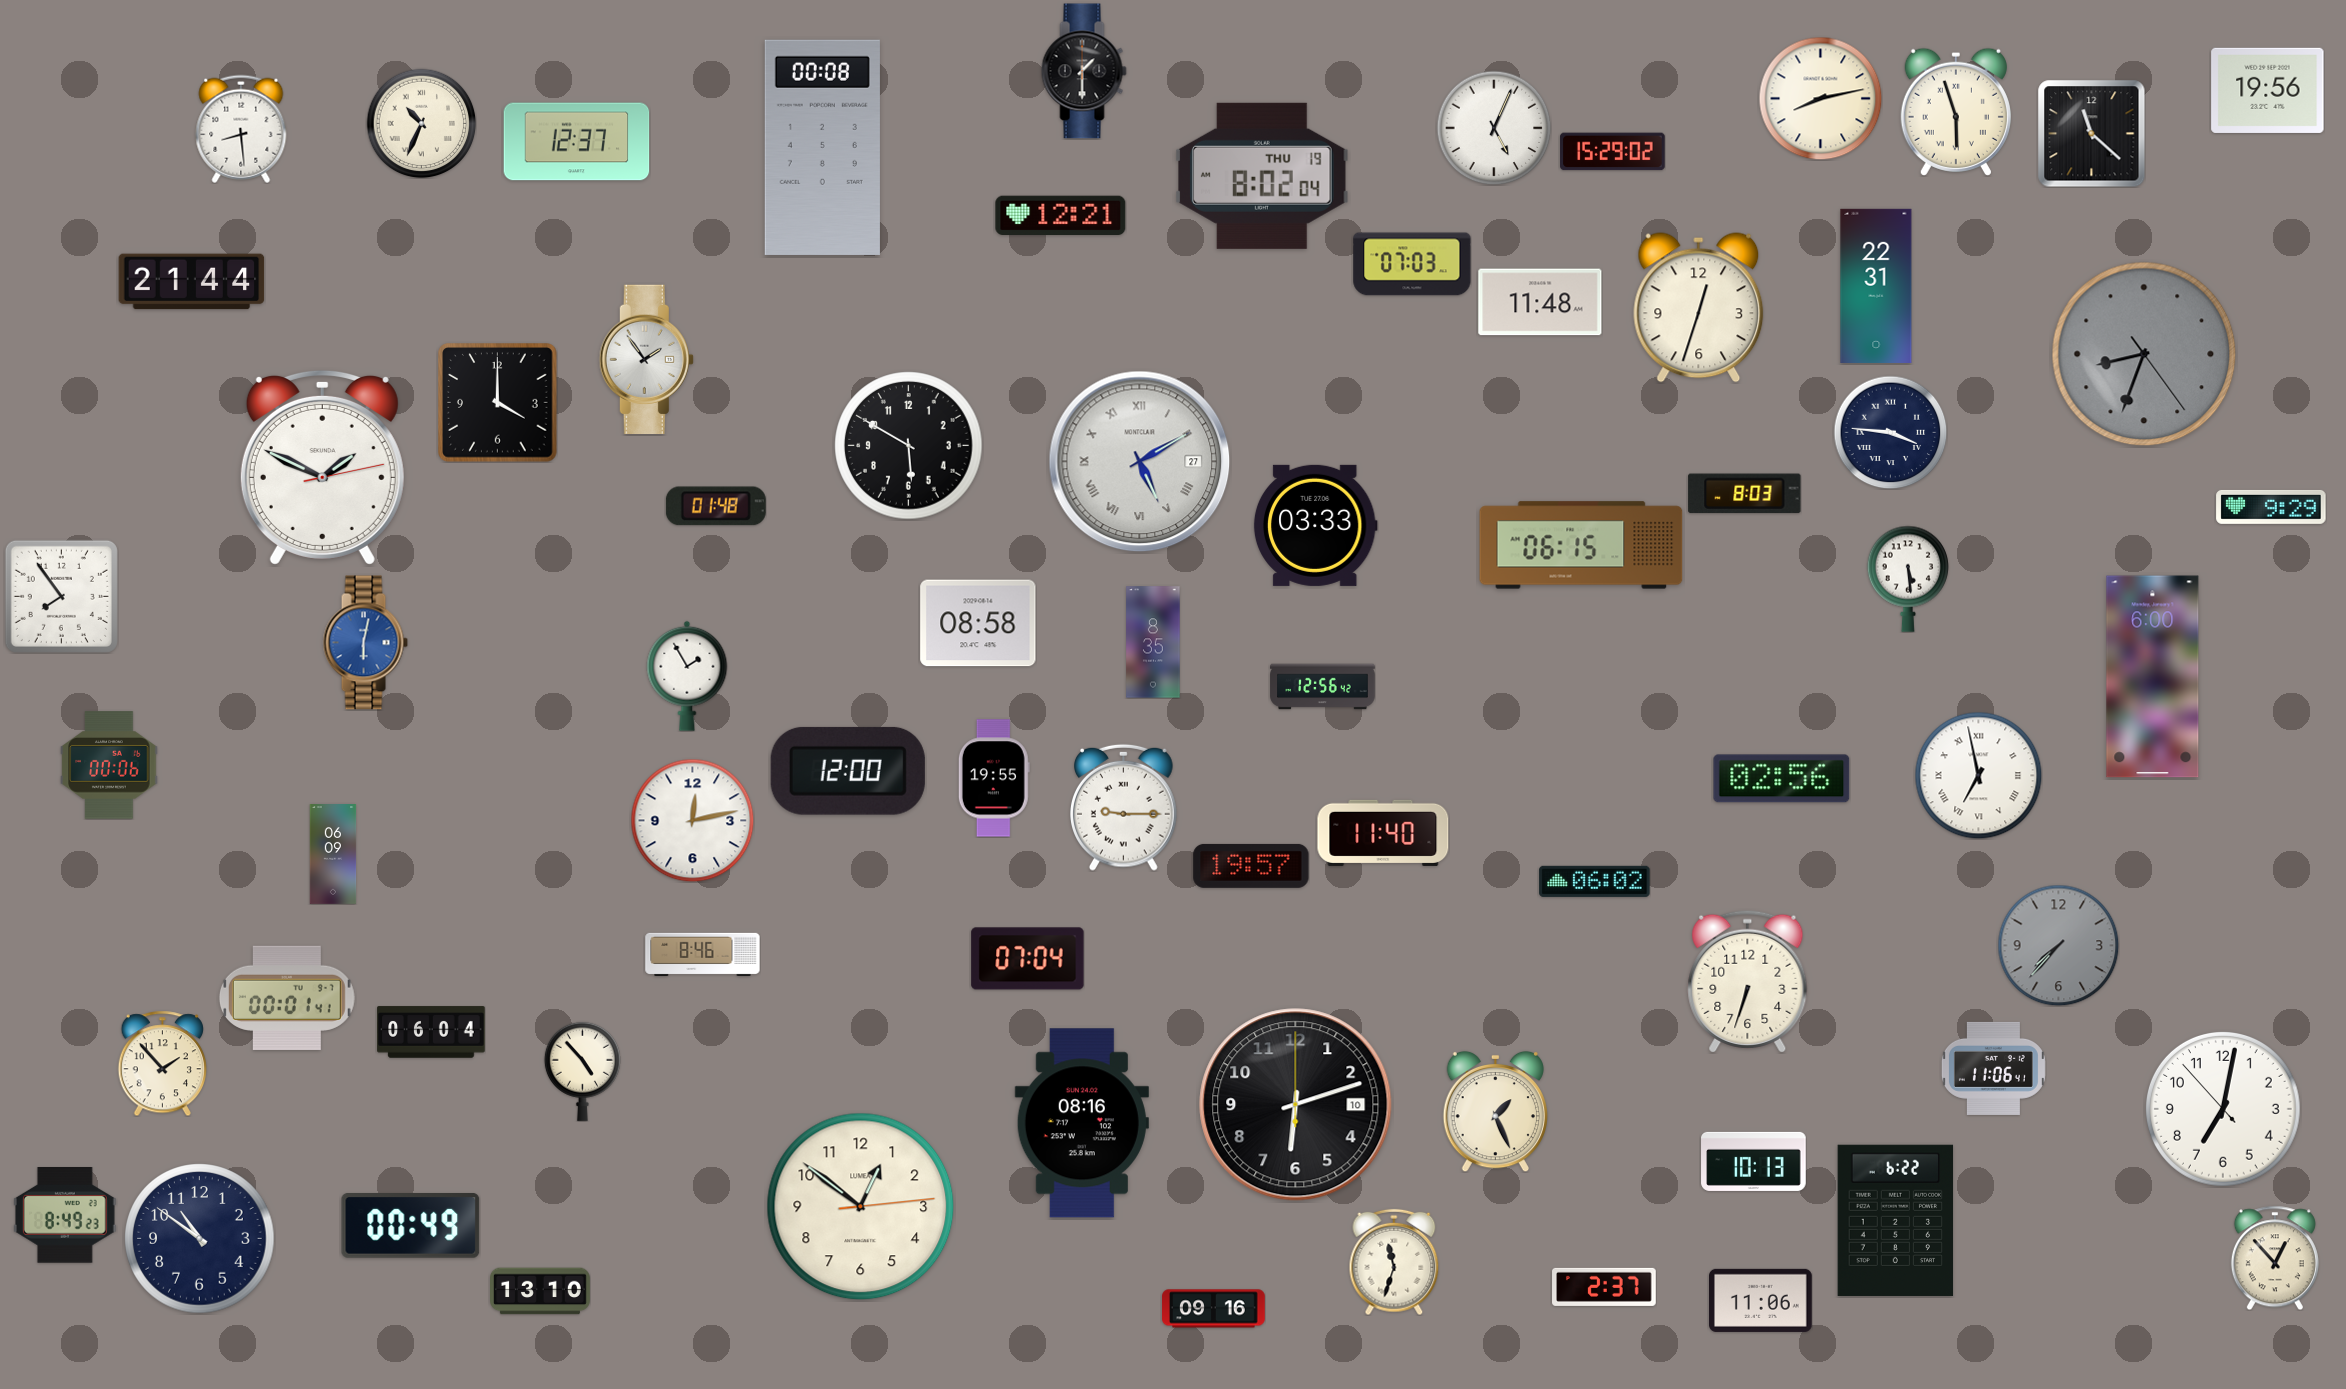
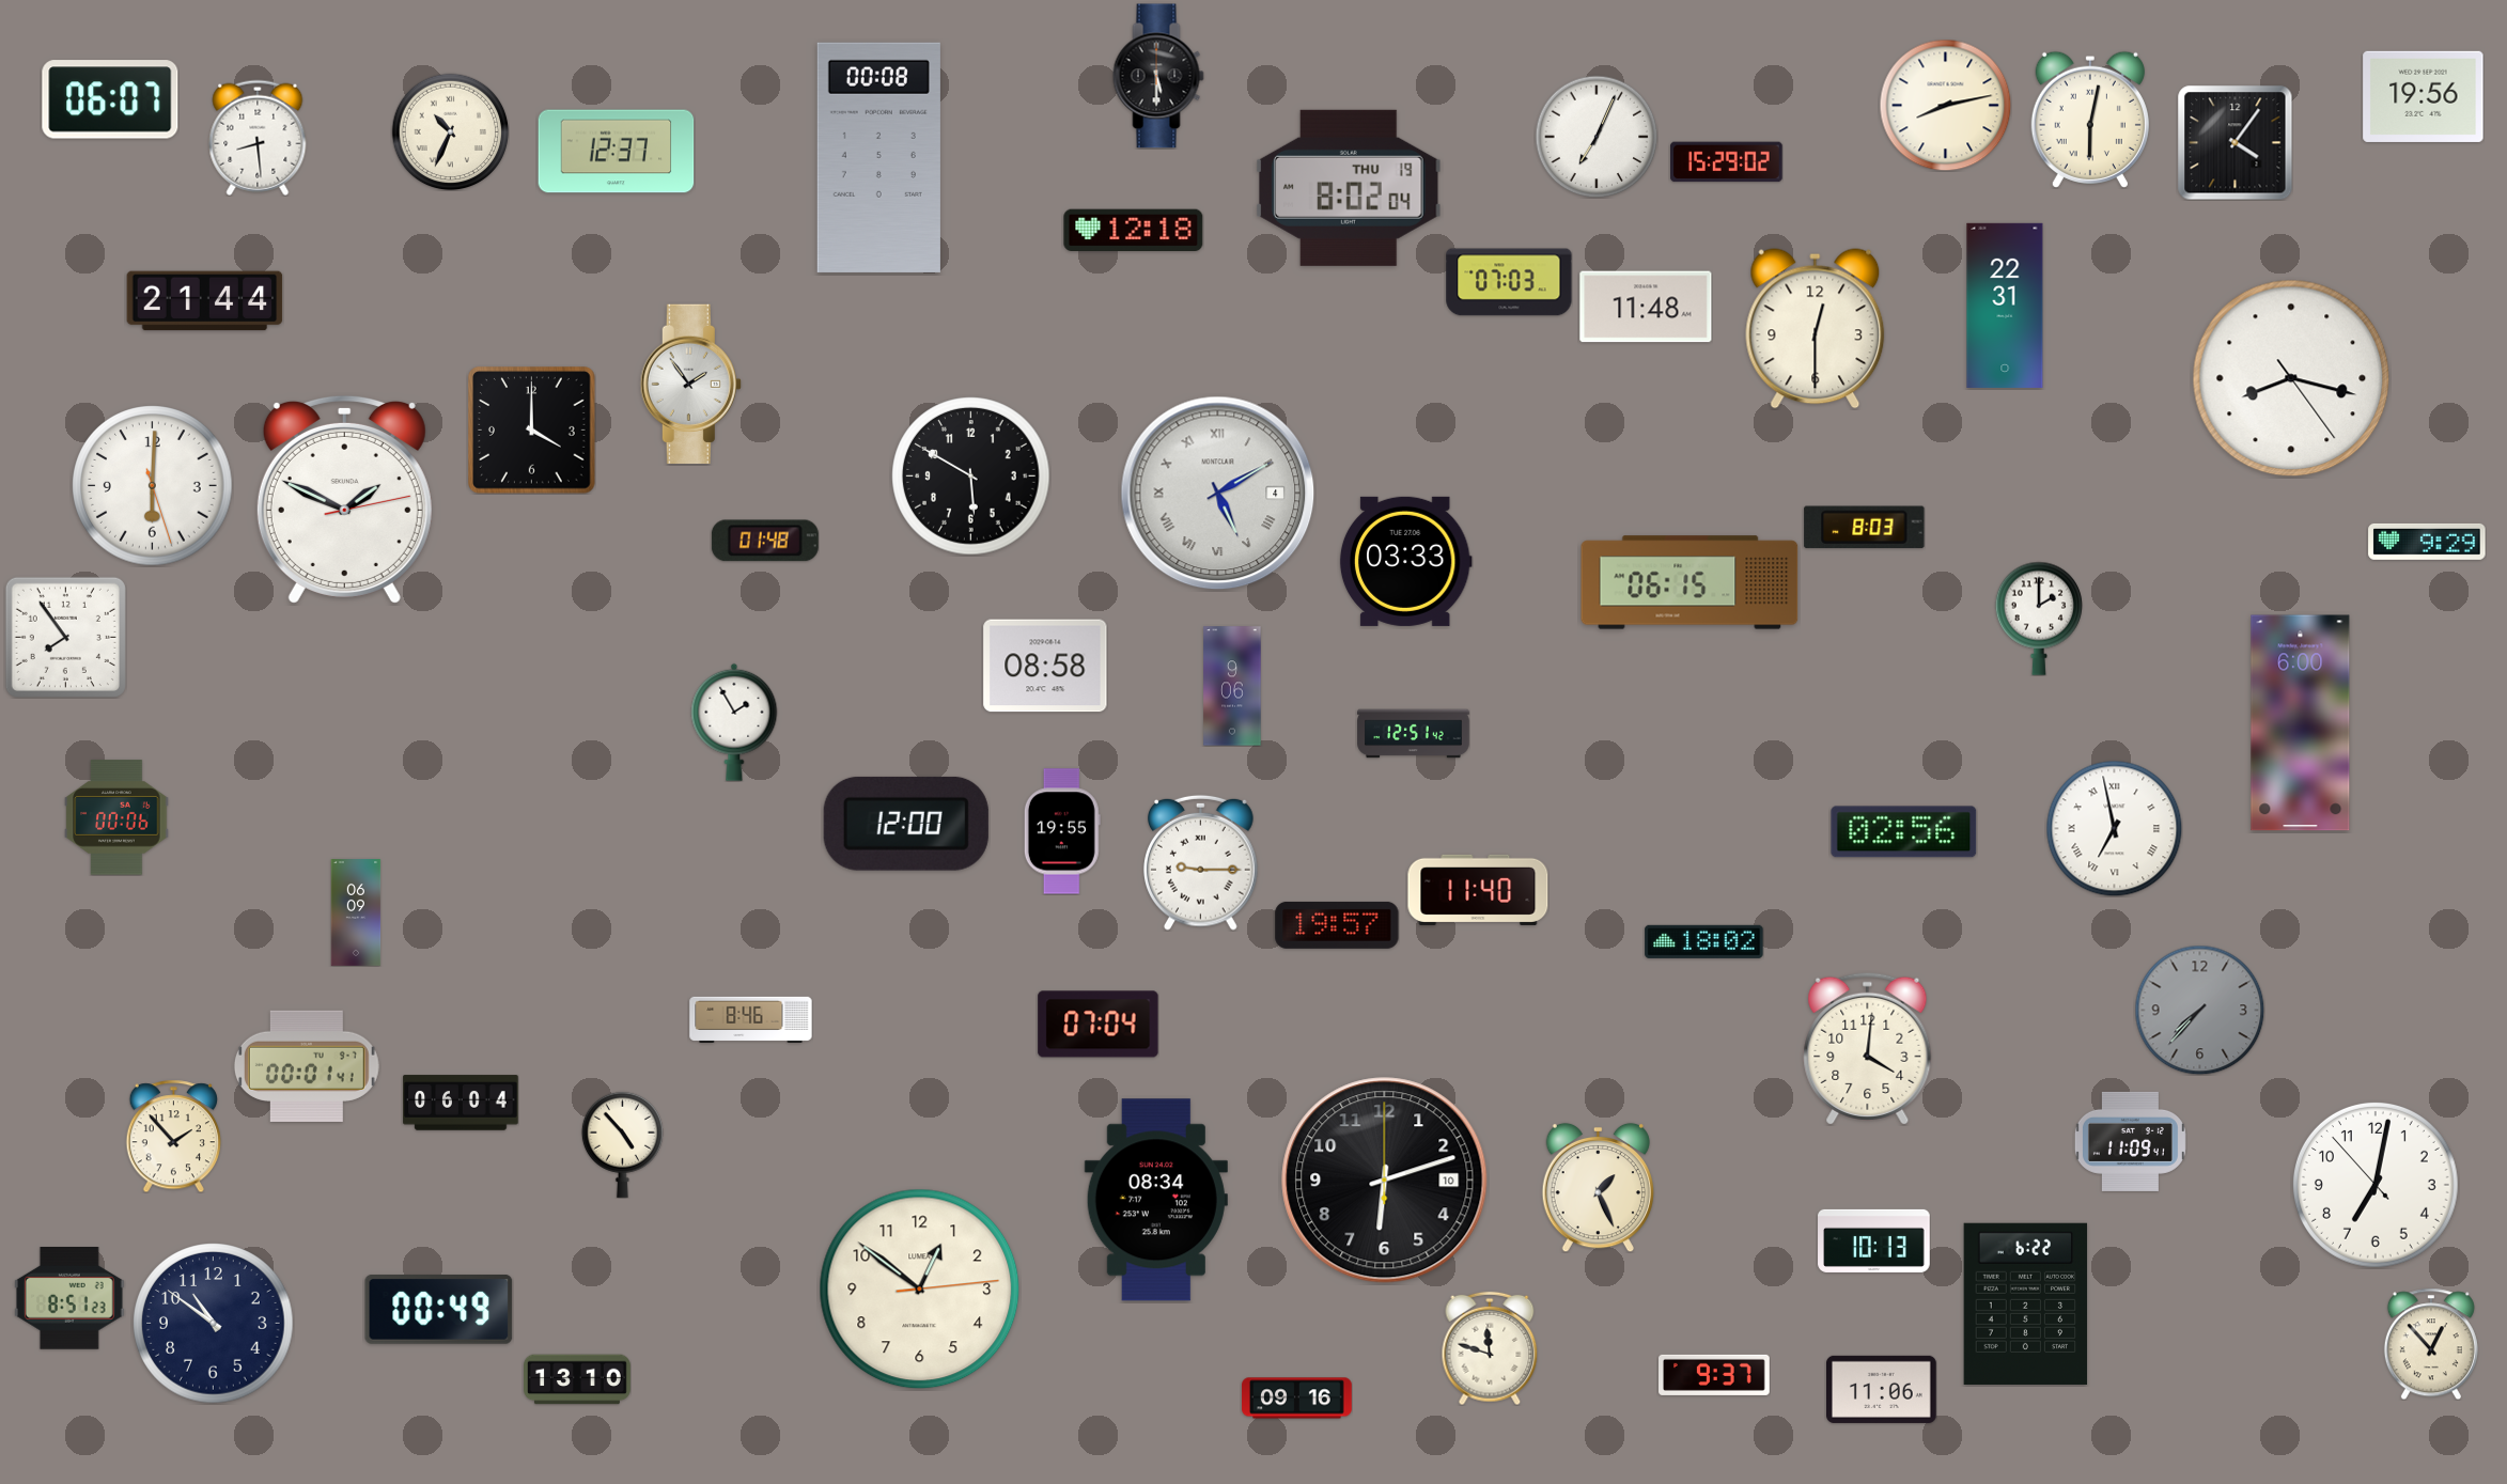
clock at (1084, 71): 1:30 -> 5:30
clock at (110, 99): none -> 06:07
clock at (1956, 112): 5:57 -> 6:02
clock at (1494, 128): 5:04 -> 7:04
clock at (2091, 133): 11:22 -> 4:06
clock at (1613, 152) position: (1613, 152) -> (1727, 162)
clock at (1061, 215): 12:21 -> 12:18
clock at (1540, 302) position: (1540, 302) -> (1646, 307)
clock at (1699, 308): 12:33 -> 12:30
clock at (2144, 354): 8:33 -> 8:17
clock at (2144, 354) dial: grey -> white
clock at (1890, 432): 3:46 -> none
clock at (153, 486): none -> 6:00
clock at (1140, 462) date: 27 -> 4
clock at (1908, 579): 5:29 -> 2:00
clock at (1153, 642): 8:35 -> 9:06
clock at (365, 643): 6:02 -> none
clock at (1323, 687): 12:56 -> 12:51
clock at (692, 820): 12:13 -> none
clock at (1595, 881): 06:02 -> 18:02
clock at (1748, 981): 6:33 -> 4:01
clock at (1993, 1068): 11:06 -> 11:09
clock at (1082, 1123): 08:16 -> 08:34
clock at (65, 1216): 8:49 -> 8:51
clock at (1394, 1262): 11:33 -> 11:48
clock at (1604, 1287): 2:37 -> 9:37
